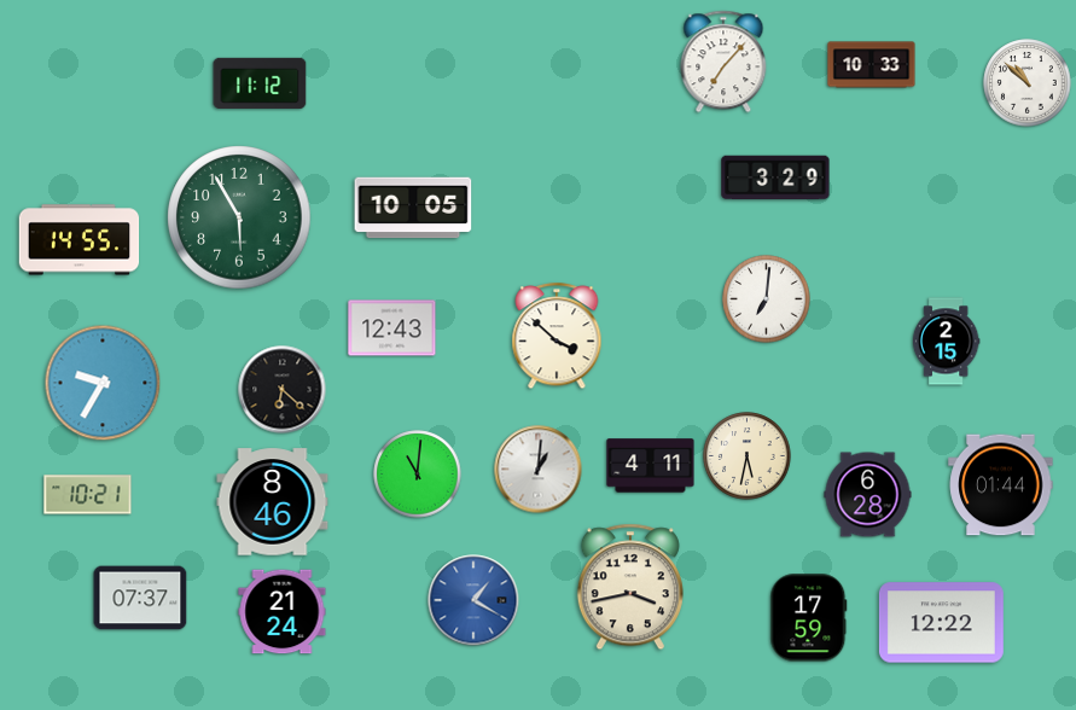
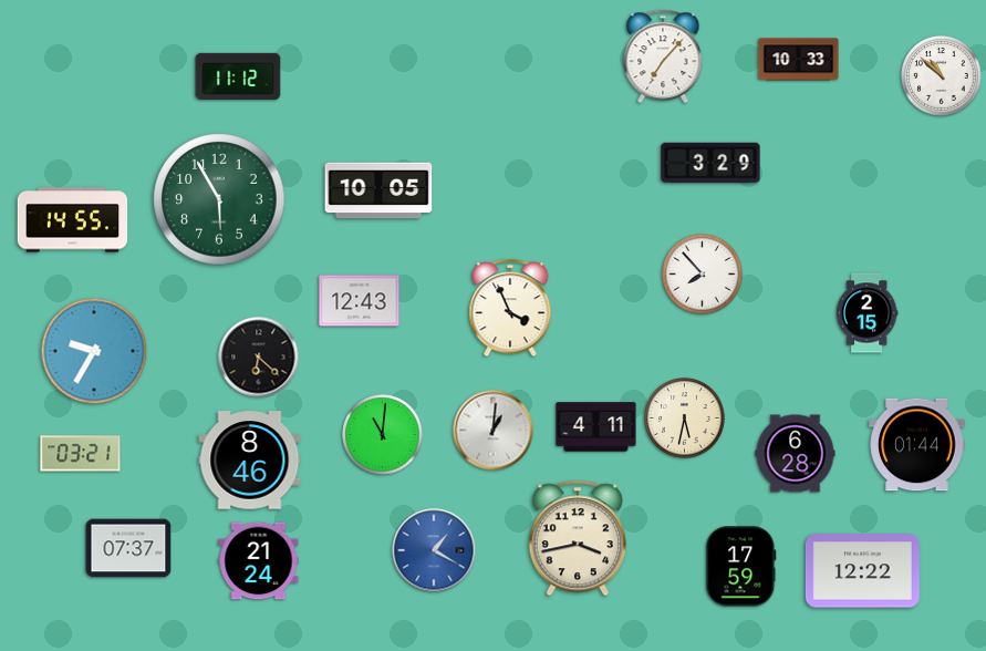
clock at (767, 299): 7:01 -> 7:53
clock at (557, 337): 3:52 -> 3:56
clock at (88, 495): 10:21 -> 03:21
